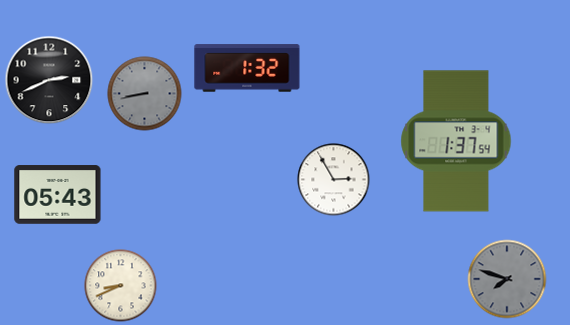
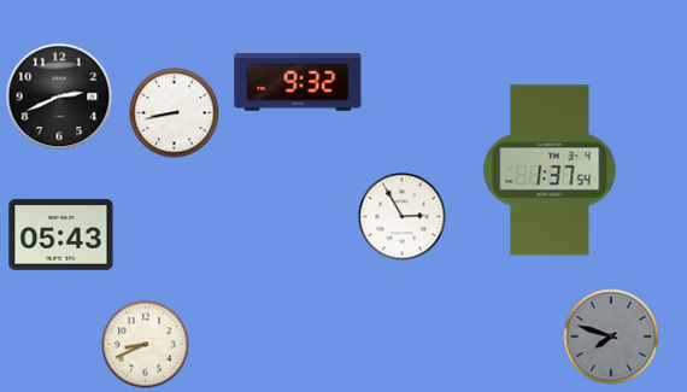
clock at (247, 68): 1:32 -> 9:32
clock at (145, 94) dial: grey -> white
clock at (58, 195) position: (58, 195) -> (61, 235)
